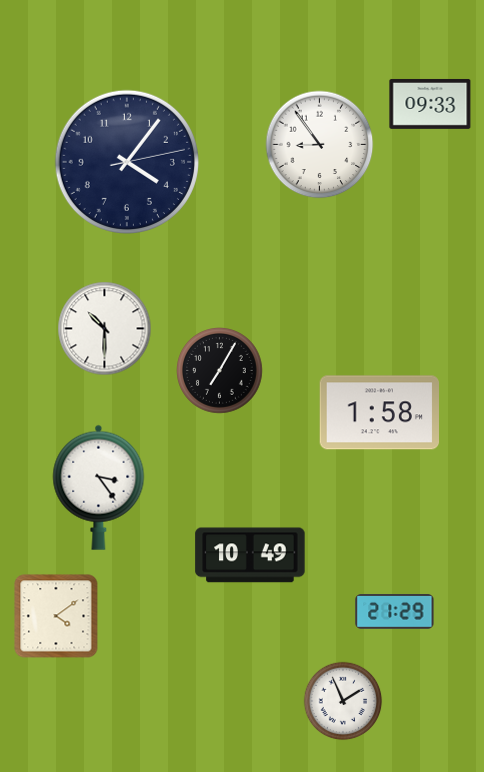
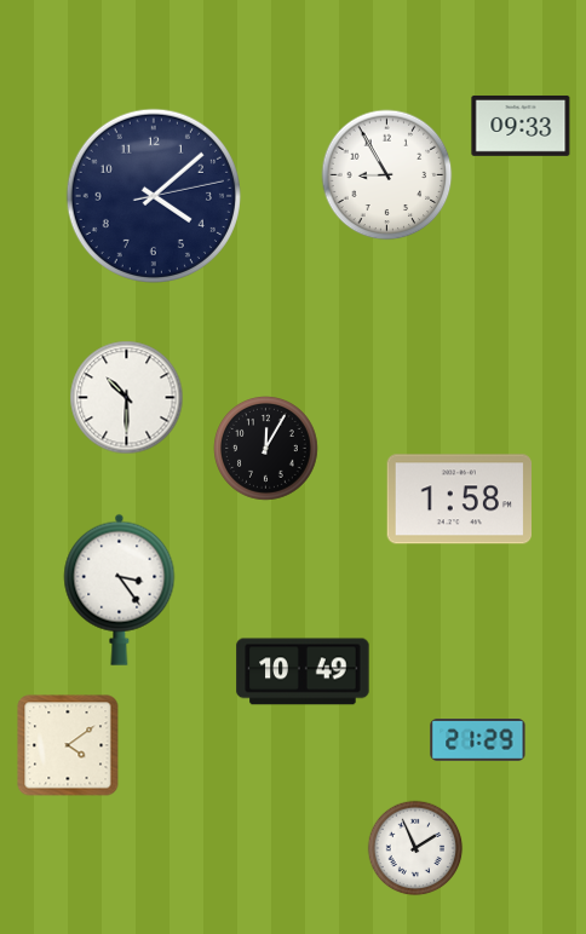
clock at (320, 145): 8:54 -> 8:55
clock at (127, 162): 4:06 -> 4:08
clock at (220, 371): 7:05 -> 12:05
